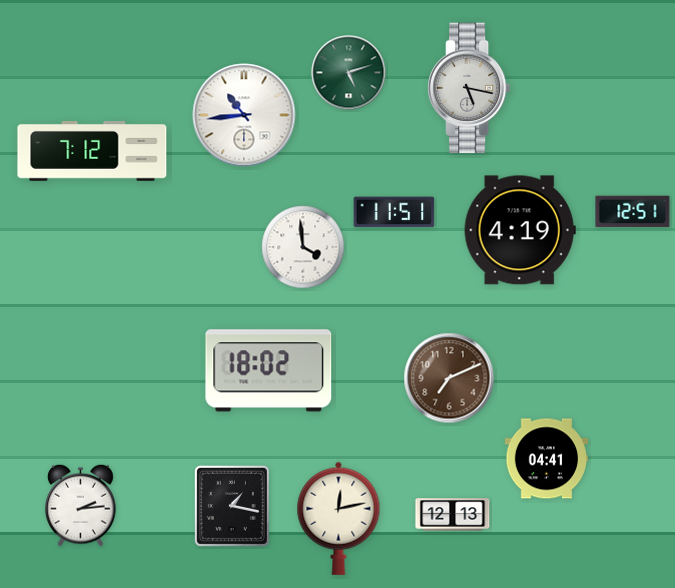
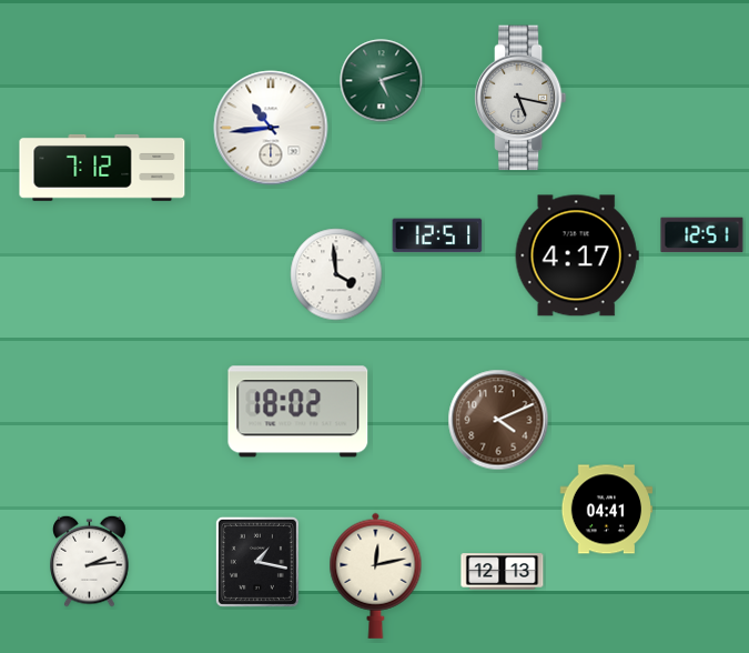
clock at (349, 73) position: (349, 73) -> (382, 81)
clock at (394, 212): 11:51 -> 12:51
clock at (520, 230): 4:19 -> 4:17
clock at (449, 378): 7:11 -> 4:11
